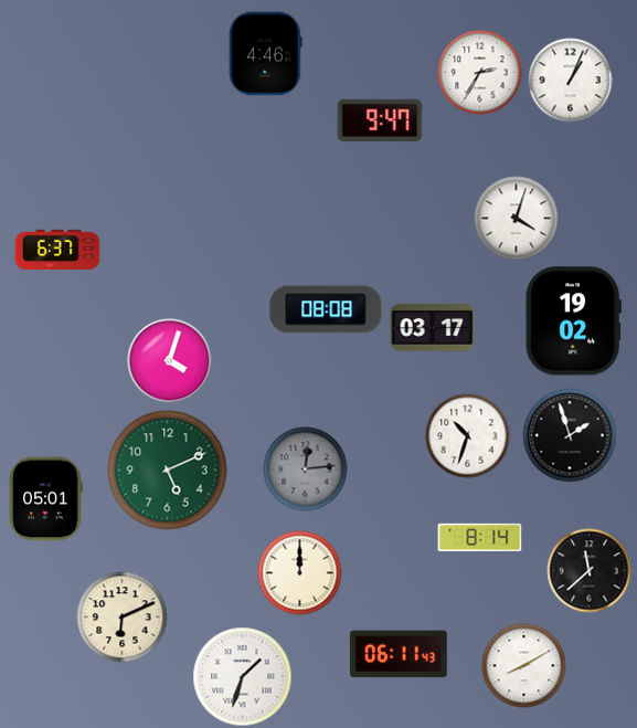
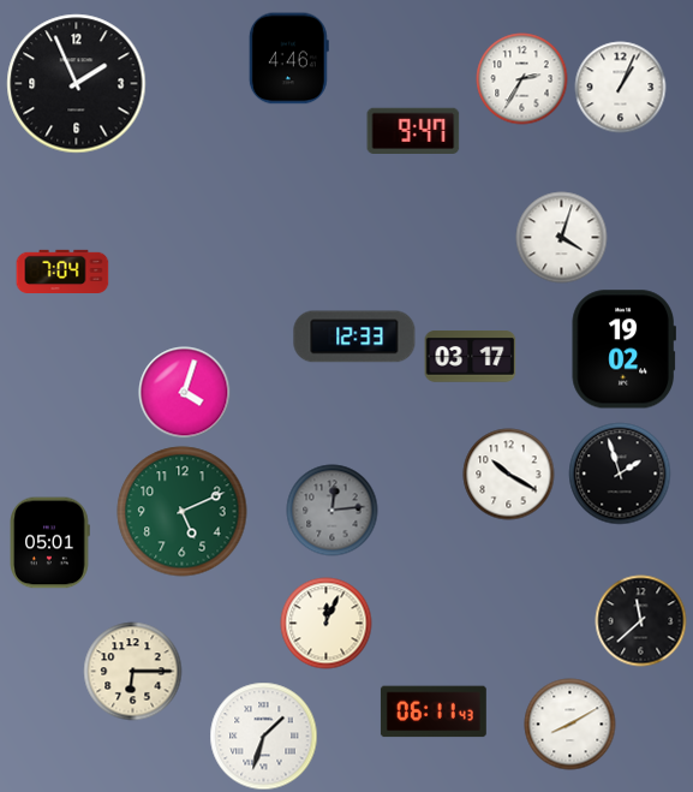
clock at (77, 84): none -> 1:56
clock at (57, 250): 6:37 -> 7:04
clock at (326, 309): 08:08 -> 12:33
clock at (468, 436): 10:33 -> 10:20
clock at (480, 538): 8:14 -> none
clock at (300, 573): 12:00 -> 12:04
clock at (123, 618): 6:11 -> 6:15
